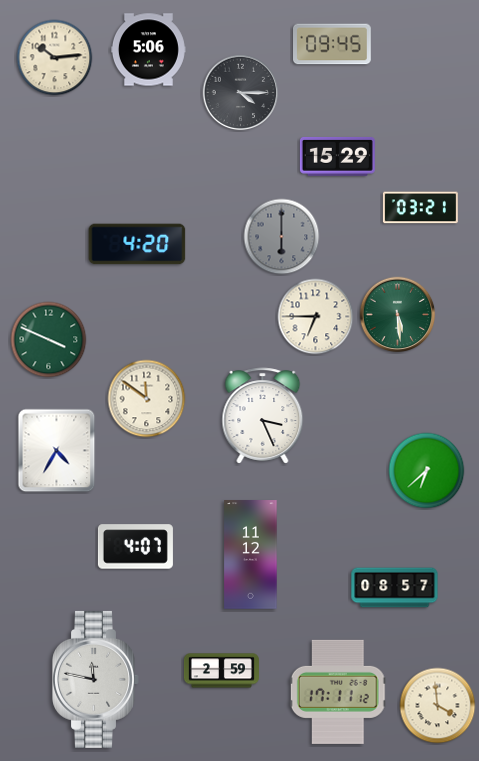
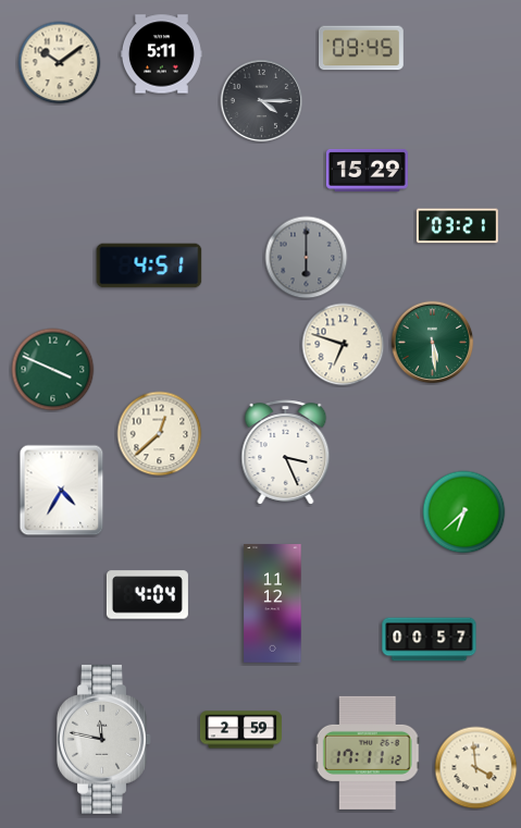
clock at (148, 50): 5:06 -> 5:11
clock at (55, 58): 10:14 -> 10:09
clock at (137, 244): 4:20 -> 4:51
clock at (316, 317): 6:45 -> 6:48
clock at (147, 399): 11:51 -> 12:38
clock at (135, 547): 4:07 -> 4:04
clock at (395, 588): 08:57 -> 00:57
